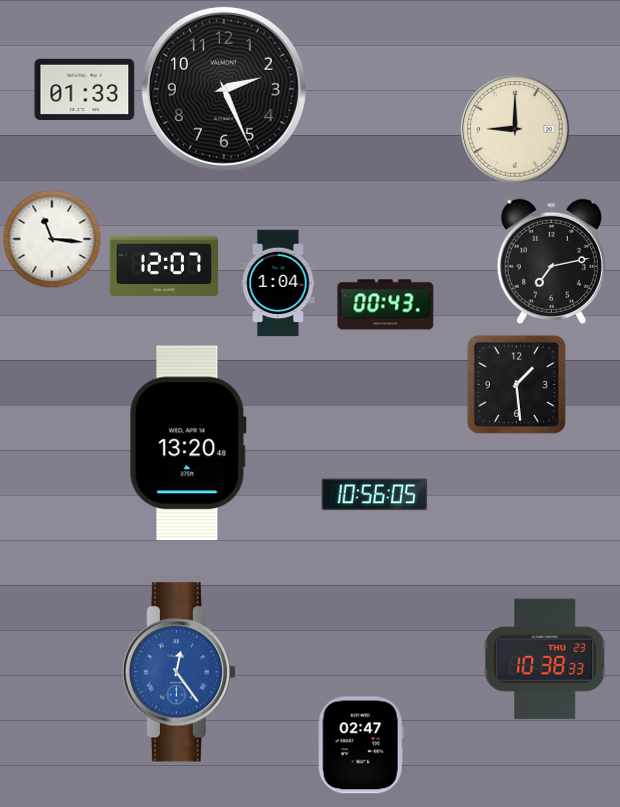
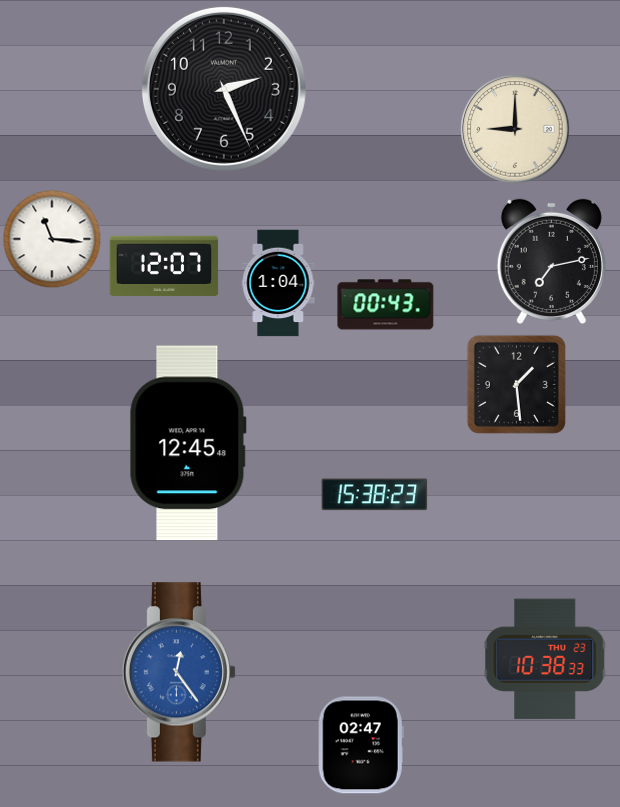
clock at (85, 89): 01:33 -> none
clock at (188, 443): 13:20 -> 12:45
clock at (375, 495): 10:56 -> 15:38
